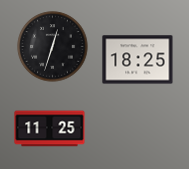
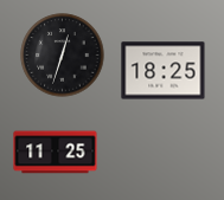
clock at (50, 129) position: (50, 129) -> (56, 153)
